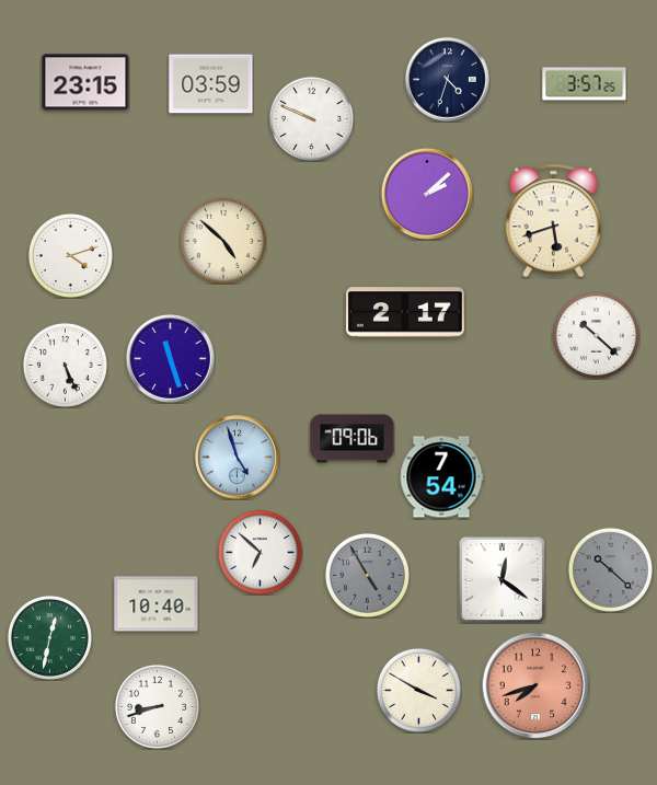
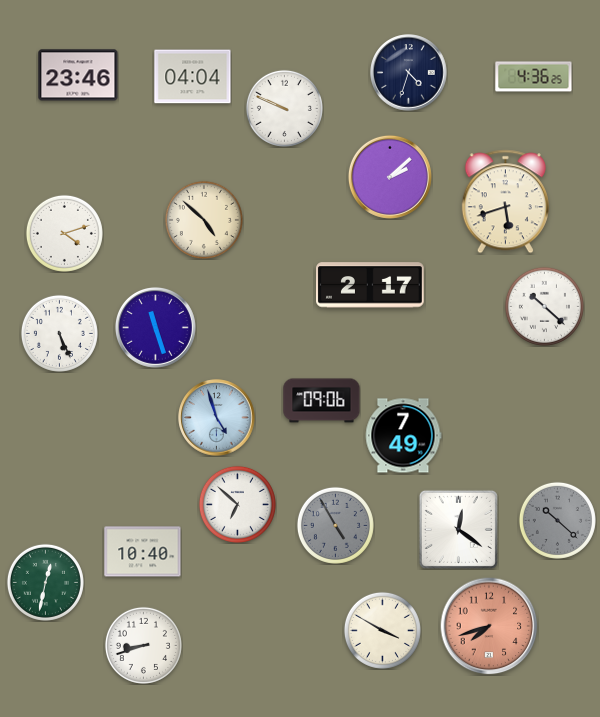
clock at (85, 82): 23:15 -> 23:46
clock at (211, 84): 03:59 -> 04:04
clock at (585, 84): 3:57 -> 4:36
clock at (441, 477): 7:54 -> 7:49
